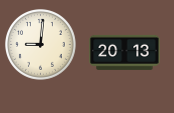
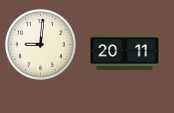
clock at (125, 52): 20:13 -> 20:11
